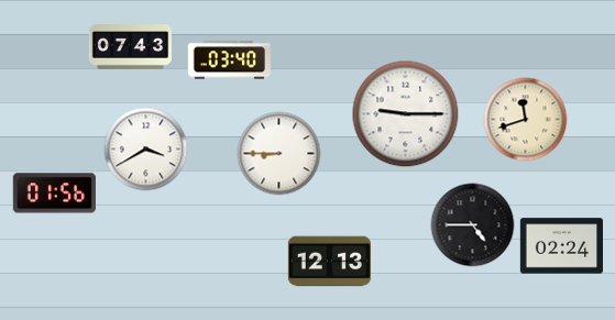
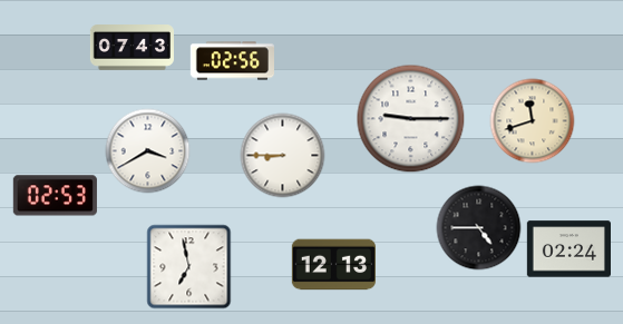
clock at (229, 60): 03:40 -> 02:56
clock at (406, 114) position: (406, 114) -> (411, 119)
clock at (54, 194): 01:56 -> 02:53
clock at (189, 267): none -> 6:58
